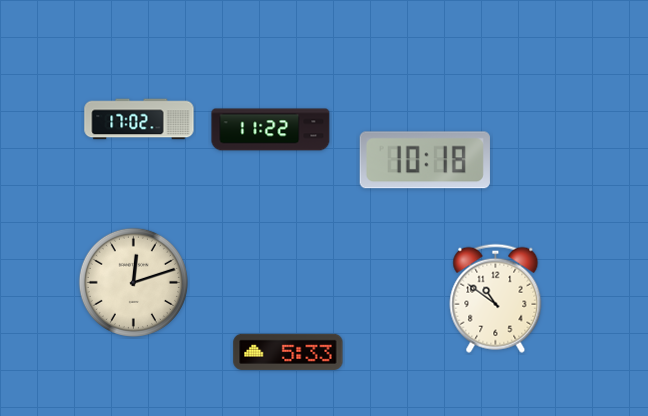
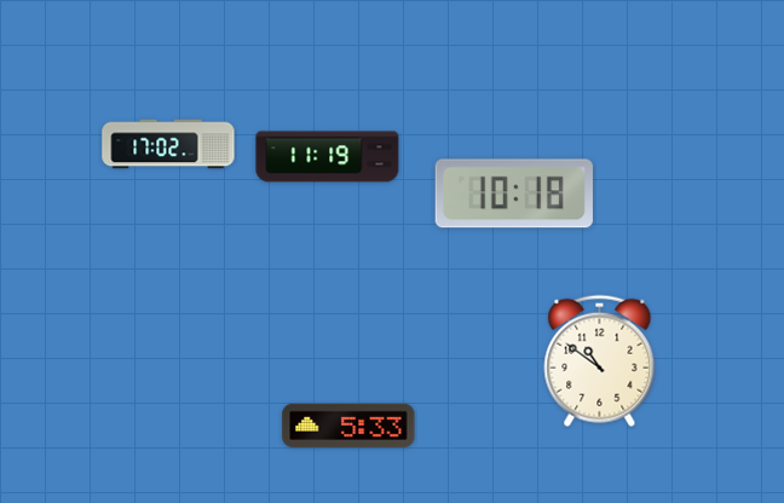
clock at (271, 130): 11:22 -> 11:19
clock at (133, 282): 12:12 -> none
